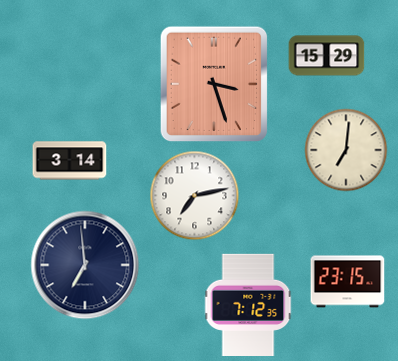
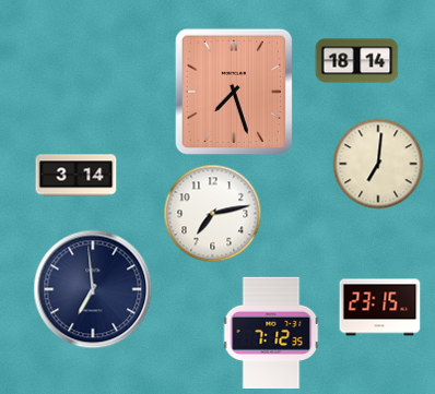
clock at (327, 56): 15:29 -> 18:14
clock at (214, 84): 3:27 -> 7:27
